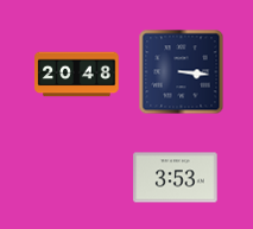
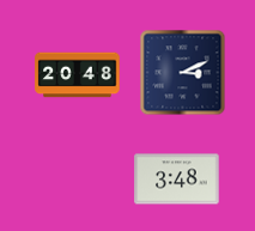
clock at (182, 72): 3:16 -> 3:11
clock at (176, 178): 3:53 -> 3:48
